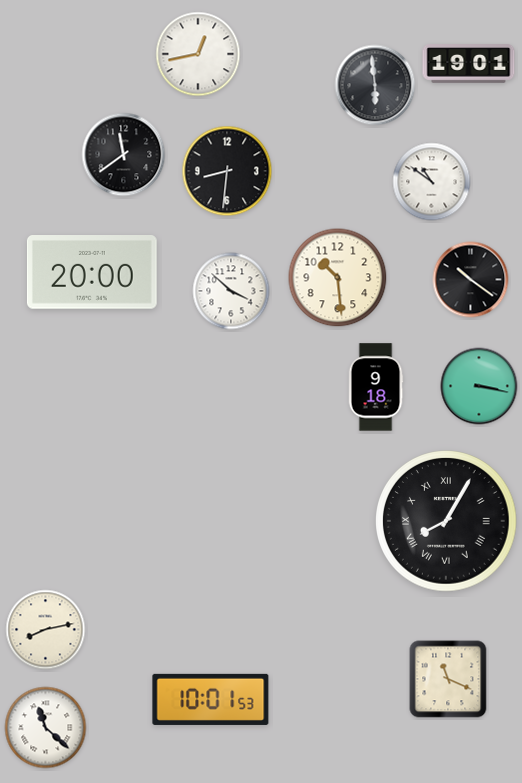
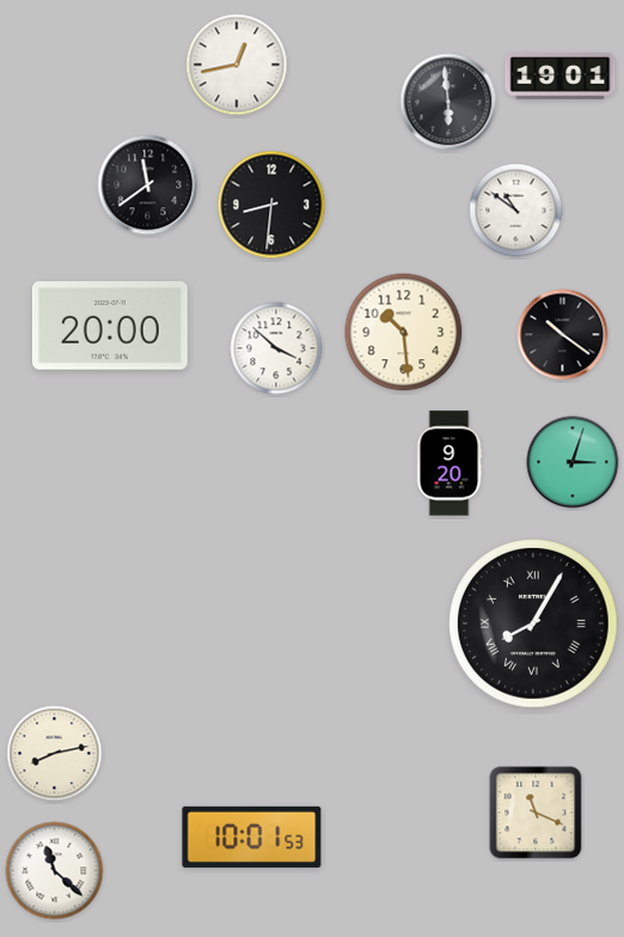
clock at (432, 182) position: (432, 182) -> (516, 211)
clock at (479, 386): 3:17 -> 3:03
clock at (376, 387): 9:18 -> 9:20
